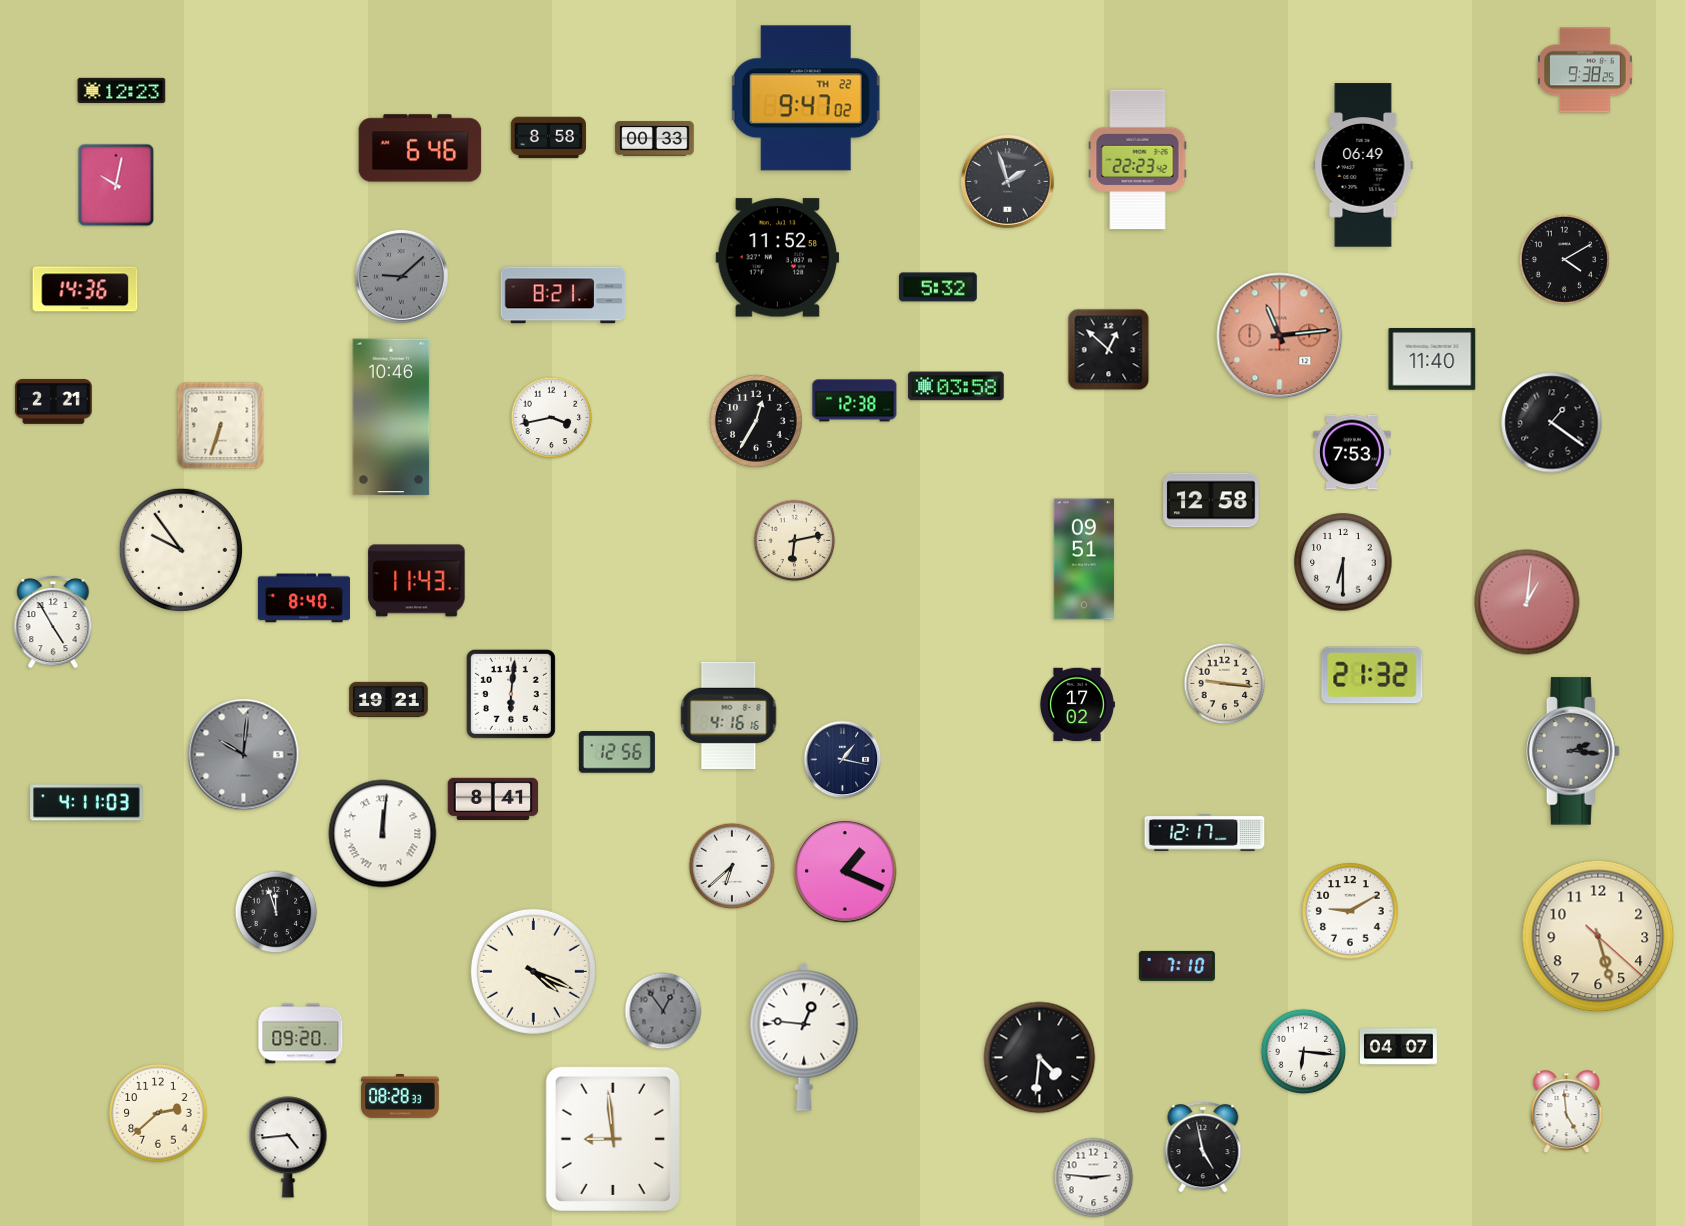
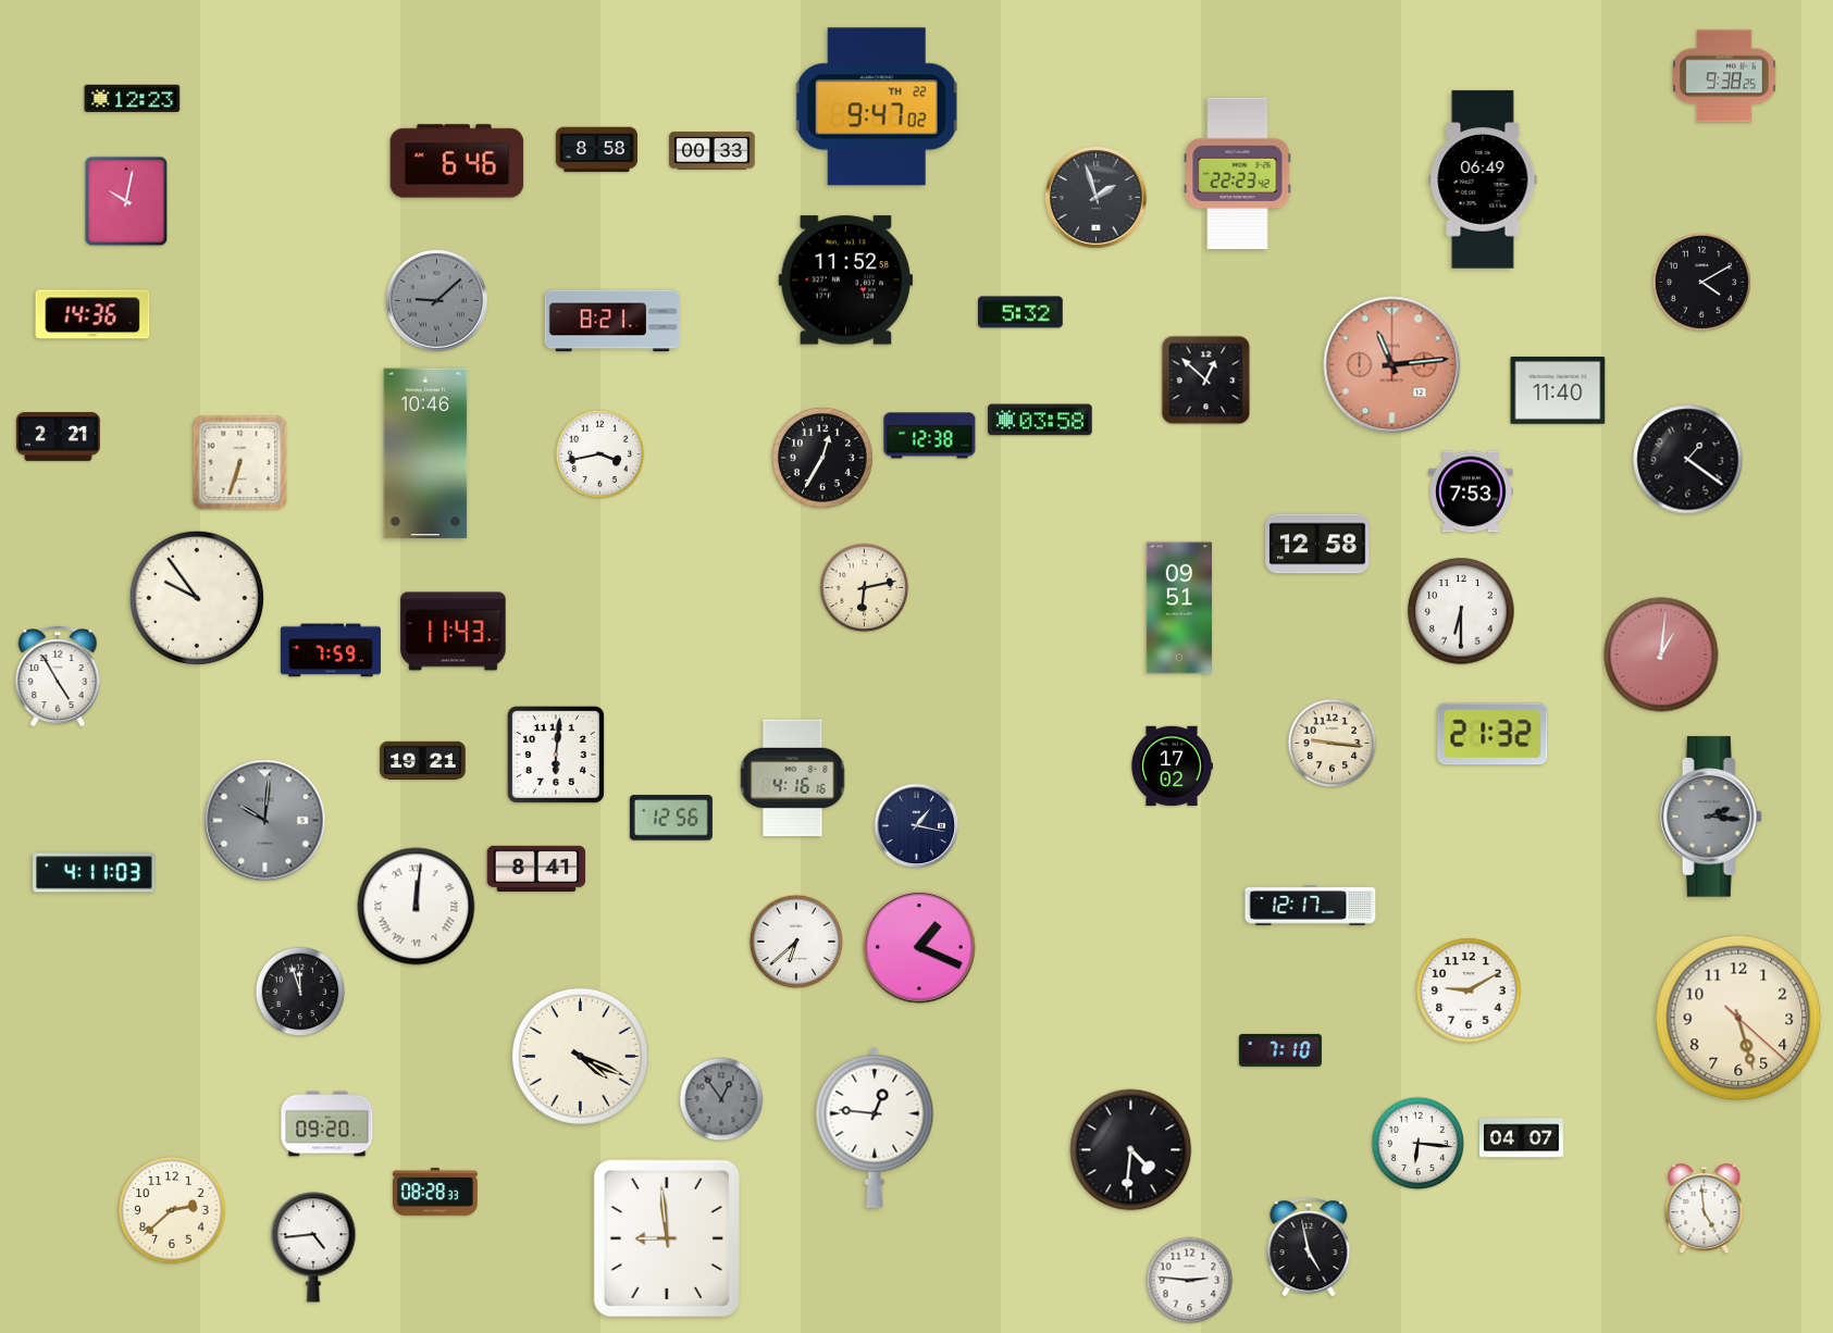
clock at (304, 598): 8:40 -> 7:59
